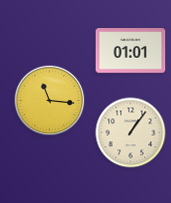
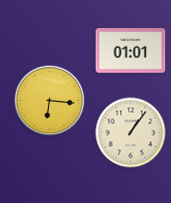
clock at (50, 101): 11:16 -> 6:16
